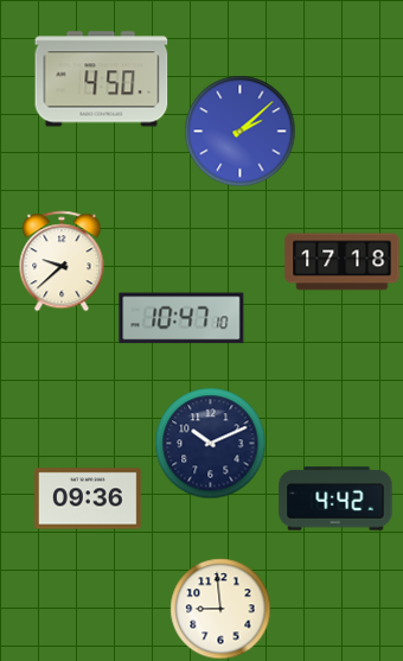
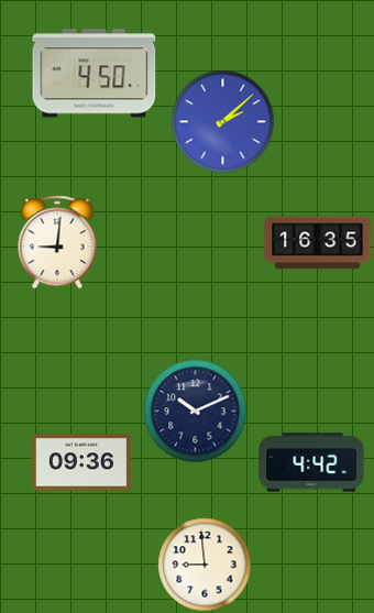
clock at (62, 261): 9:38 -> 9:01
clock at (343, 262): 17:18 -> 16:35
clock at (181, 318): 10:47 -> none
